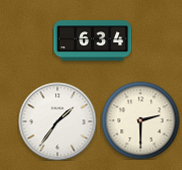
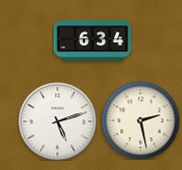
clock at (140, 120): 2:30 -> 2:28
clock at (57, 121): 1:36 -> 5:12
